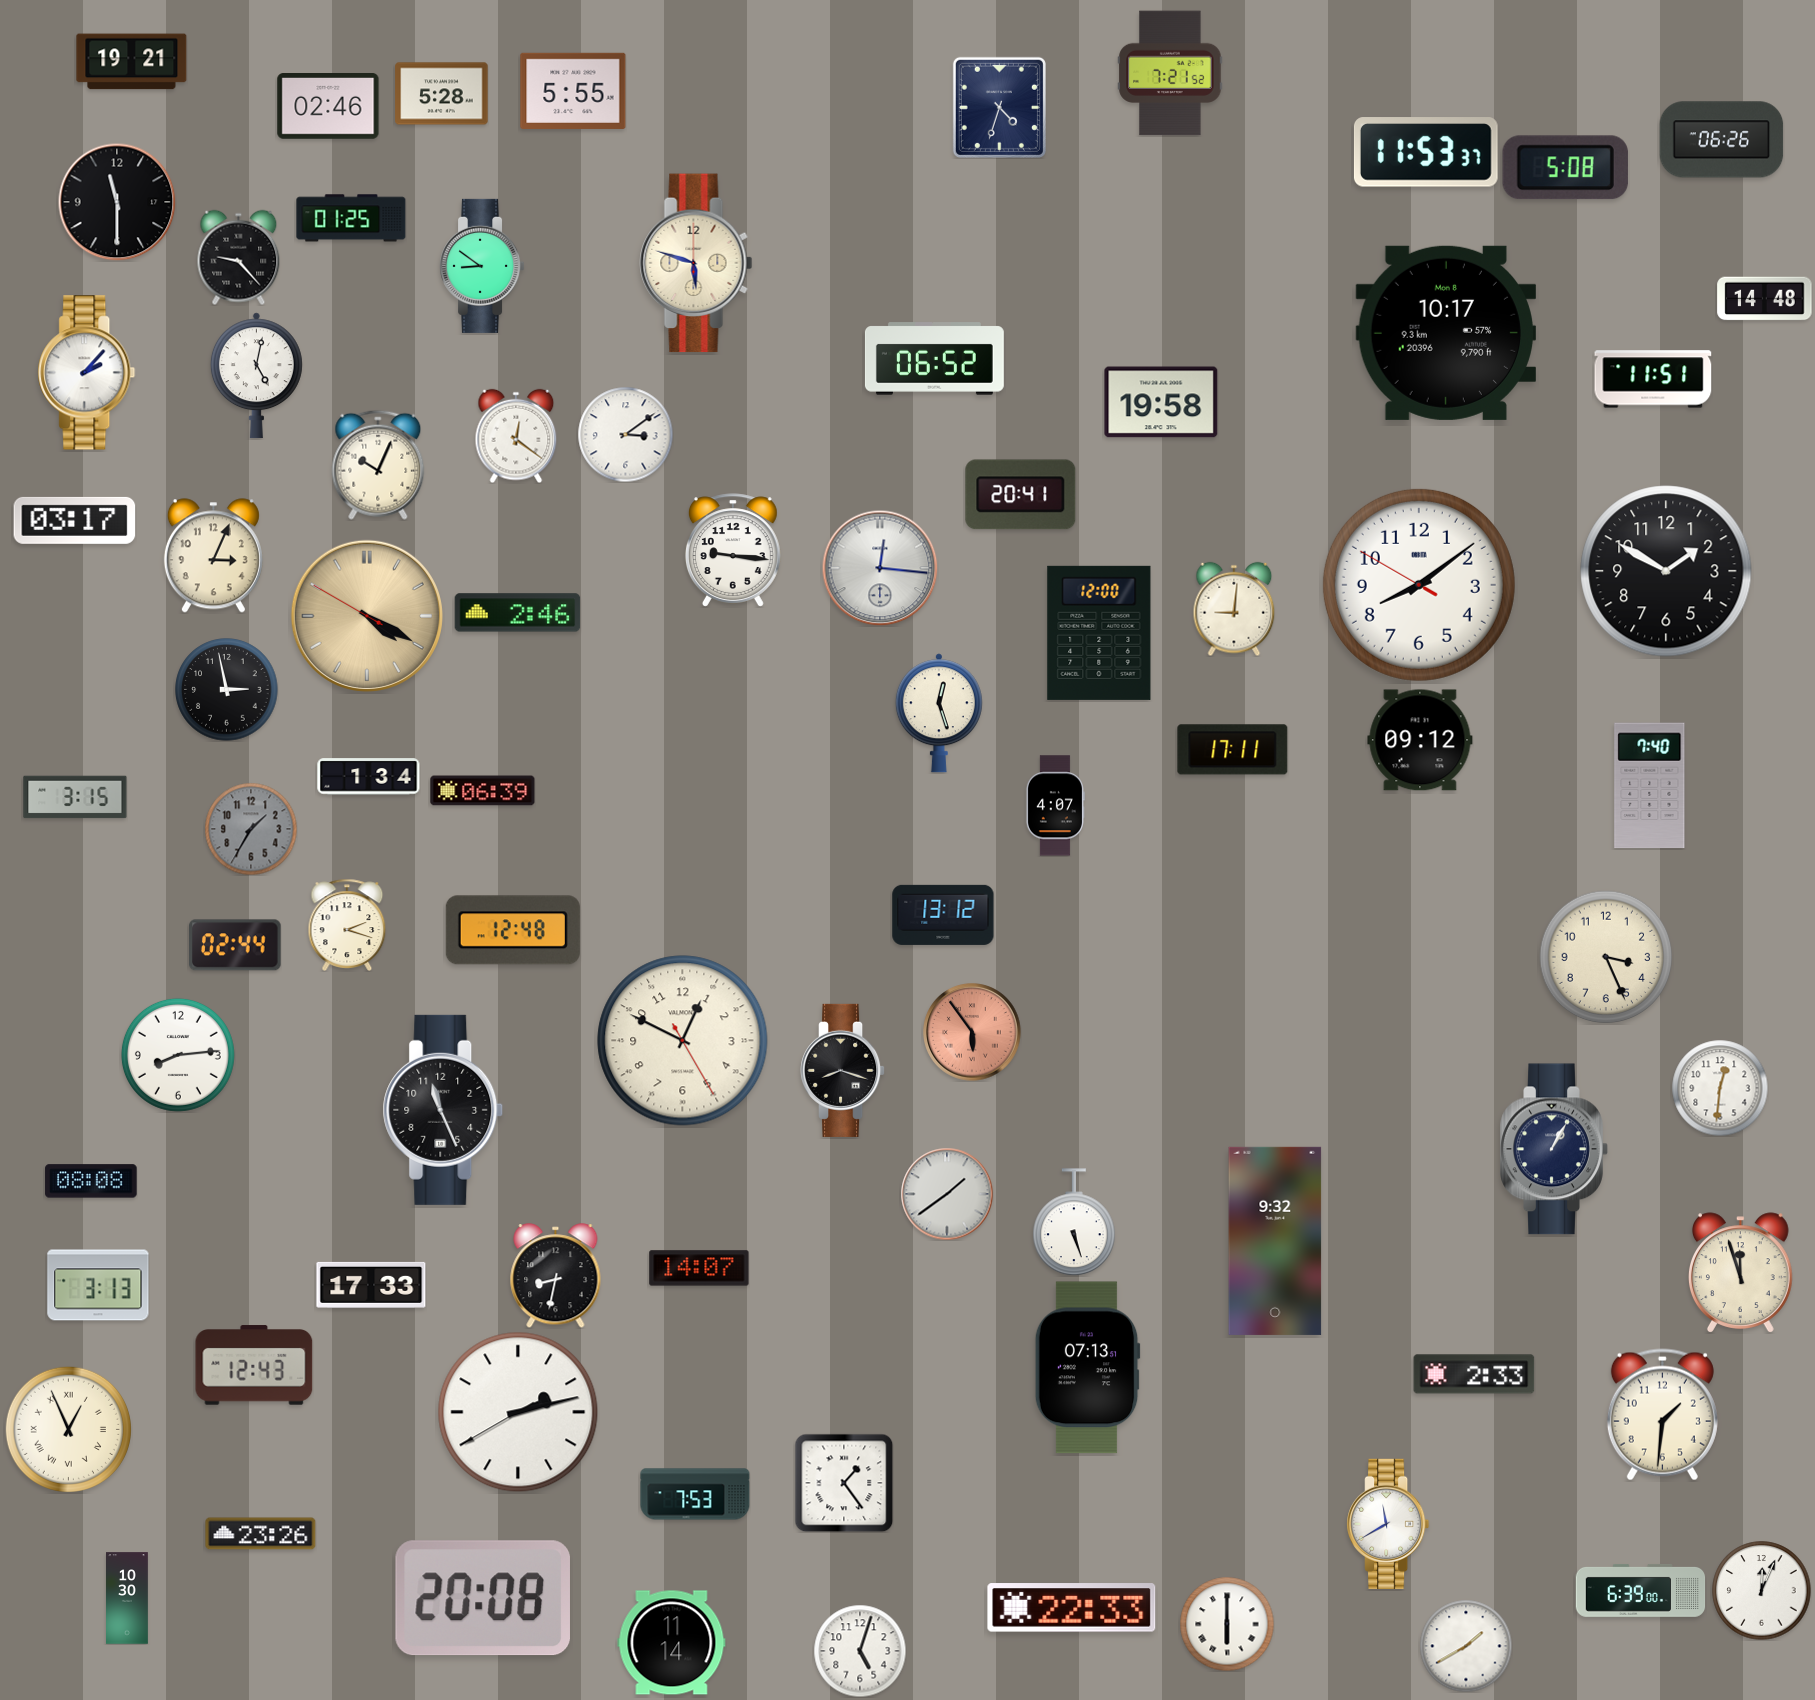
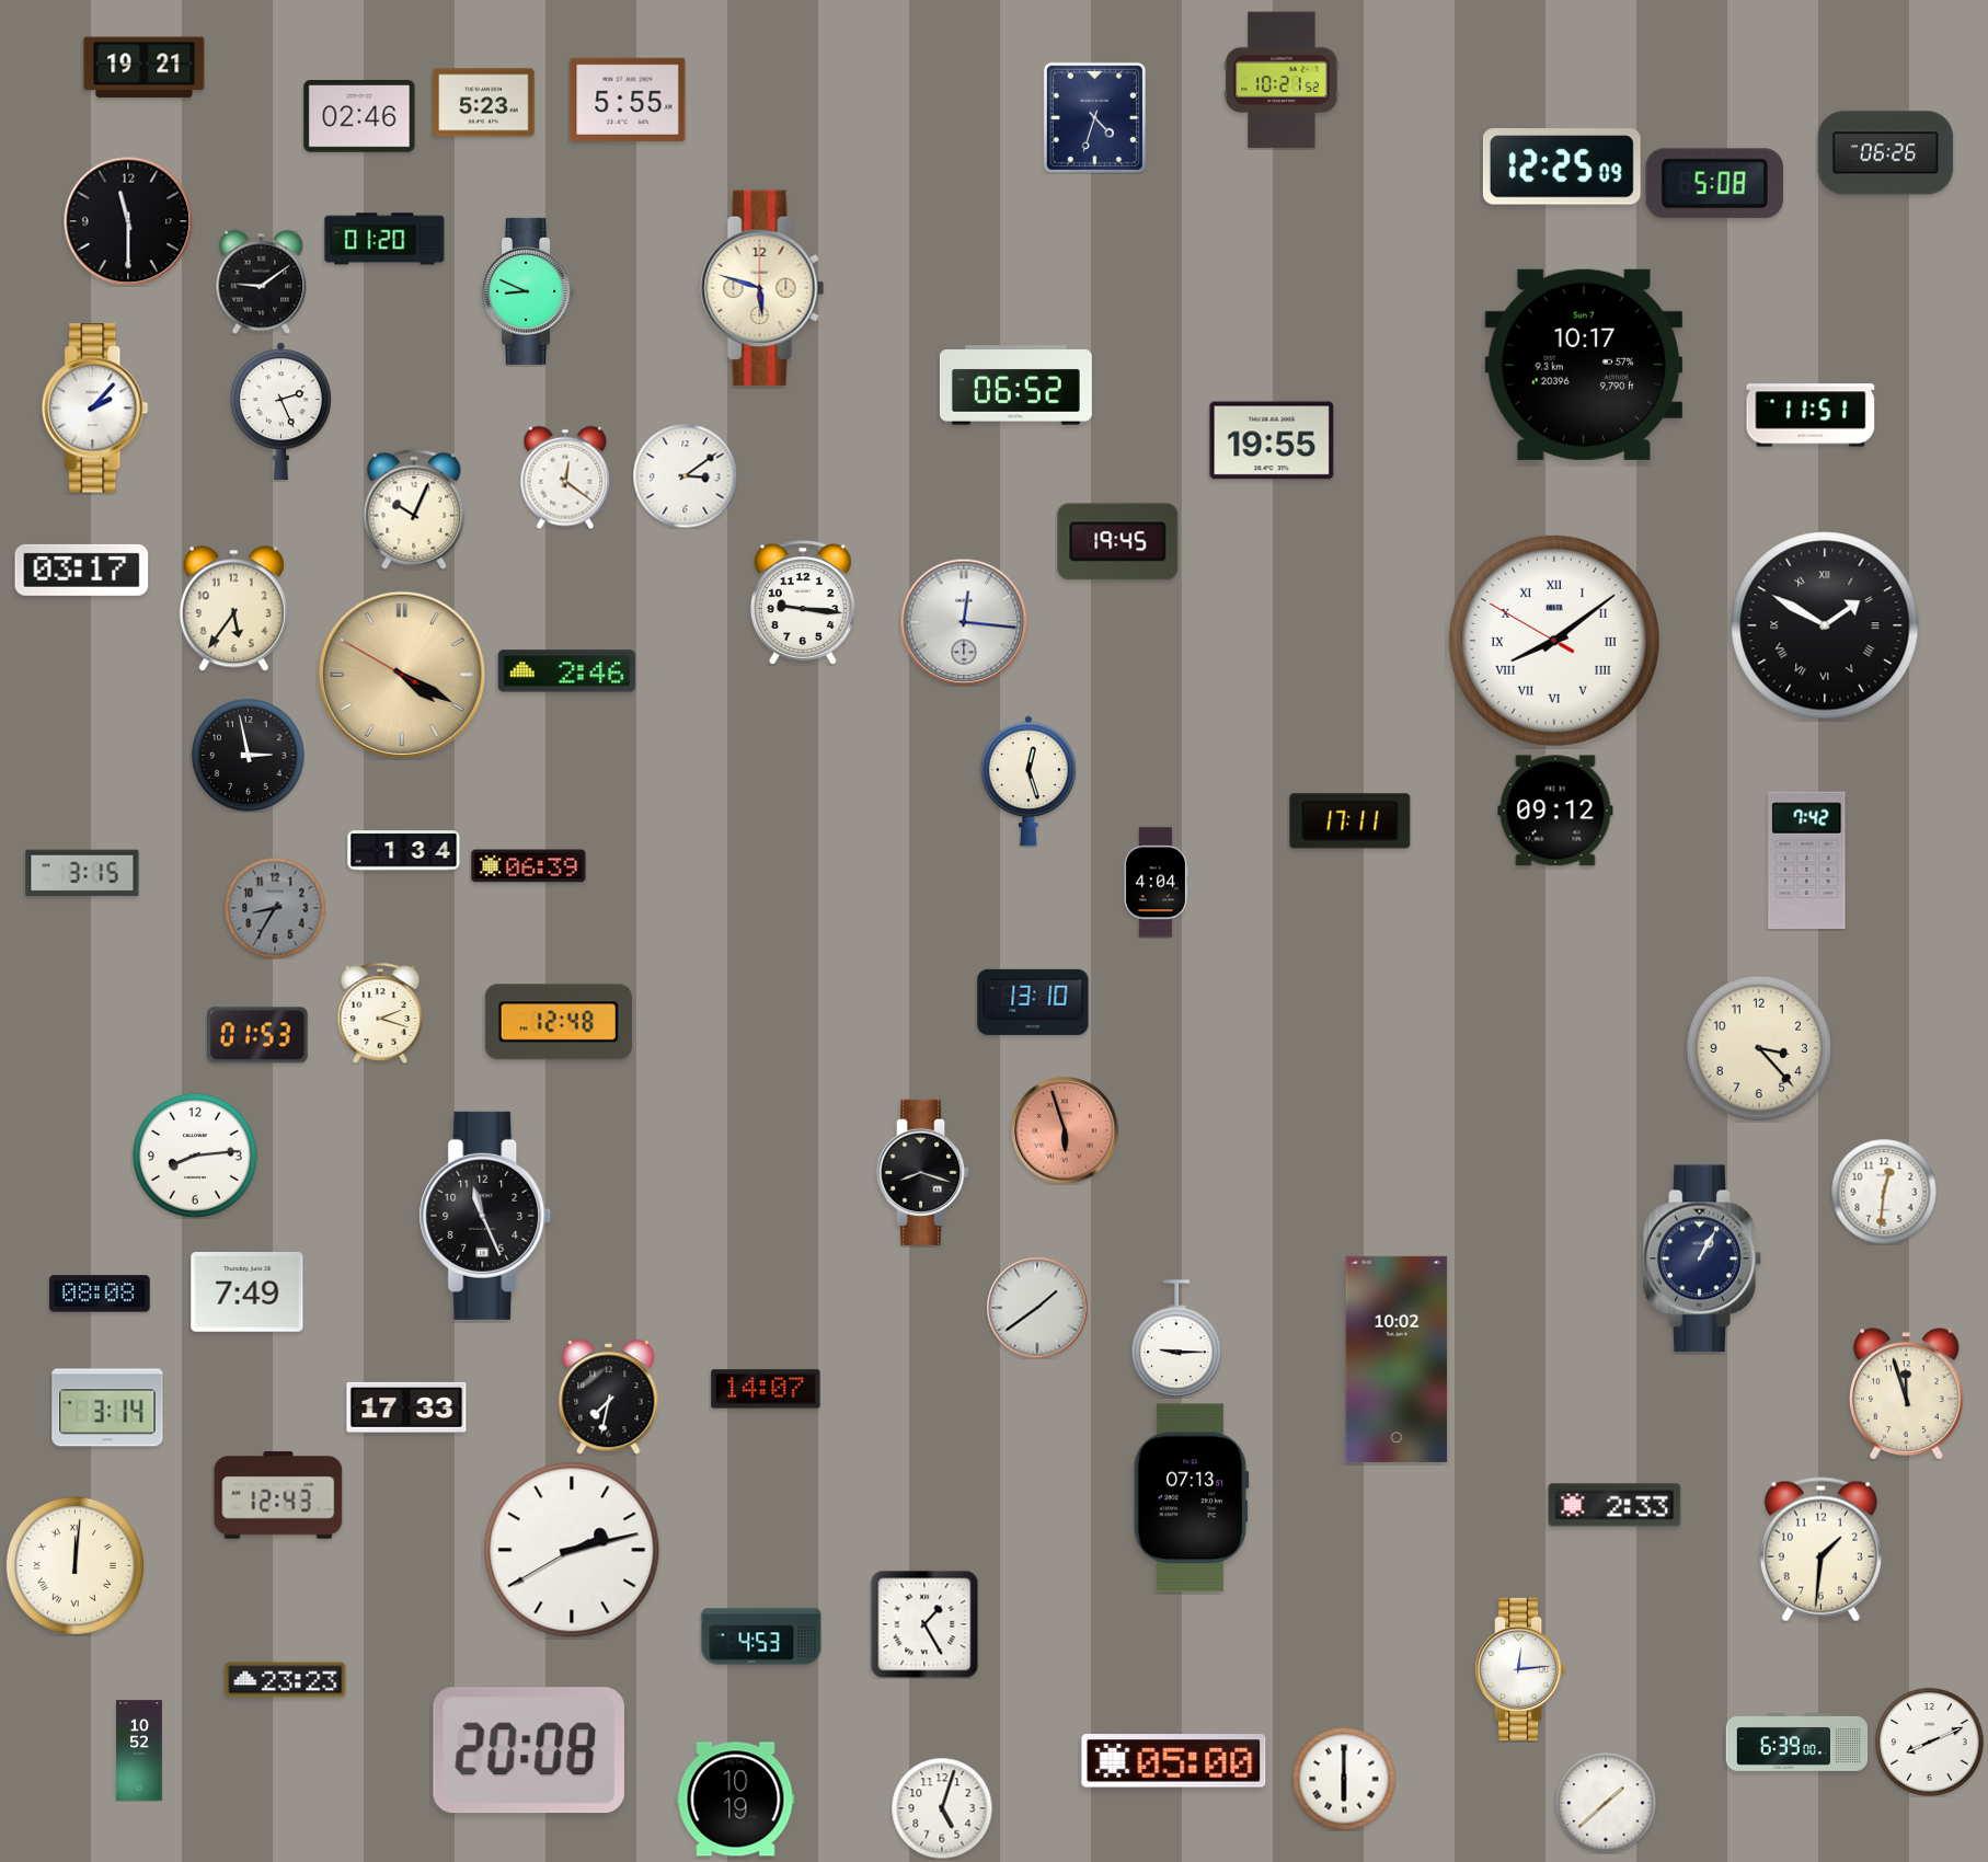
clock at (1170, 73): 7:21 -> 10:21
clock at (442, 94): 5:28 -> 5:23
clock at (1426, 152): 11:53 -> 12:25
clock at (351, 218): 01:25 -> 01:20
clock at (239, 257): 9:23 -> 9:09
clock at (483, 266): 8:51 -> 8:49
clock at (1765, 299): 14:48 -> none
clock at (1445, 333) date: Mon 8 -> Sun 7
clock at (934, 359) position: (934, 359) -> (1015, 386)
clock at (256, 376): 5:02 -> 2:26
clock at (1161, 402): 19:58 -> 19:55
clock at (1021, 495): 20:41 -> 19:45
clock at (213, 556): 3:04 -> 5:36
clock at (1666, 571) numerals: Arabic -> Roman
clock at (1419, 585) numerals: Arabic -> Roman
clock at (1234, 609): 9:01 -> none
clock at (1099, 633): 12:00 -> none
clock at (1650, 786): 7:40 -> 7:42
clock at (1055, 806): 4:07 -> 4:04
clock at (251, 829): 1:35 -> 8:35
clock at (943, 915): 13:12 -> 13:10
clock at (513, 930) position: (513, 930) -> (559, 1022)
clock at (236, 945): 02:44 -> 01:53
clock at (1606, 957): 3:26 -> 3:23
clock at (972, 1032): 5:54 -> 5:57
clock at (683, 1041): 12:49 -> none
clock at (248, 1292): none -> 7:49
clock at (1075, 1222): 5:27 -> 9:15
clock at (1275, 1241): 9:32 -> 10:02
clock at (556, 1276): 8:32 -> 7:32
clock at (98, 1285): 3:13 -> 3:14
clock at (518, 1412) position: (518, 1412) -> (572, 1550)
clock at (68, 1429): 12:56 -> 12:01
clock at (844, 1483): 1:24 -> 1:25
clock at (695, 1494): 7:53 -> 4:53
clock at (1388, 1524): 11:40 -> 12:14
clock at (261, 1534): 23:26 -> 23:23
clock at (1762, 1591): 12:04 -> 8:11
clock at (128, 1598): 10:30 -> 10:52
clock at (1072, 1608): 22:33 -> 05:00
clock at (672, 1643): 11:14 -> 10:19
clock at (1466, 1646): 1:40 -> 1:38
